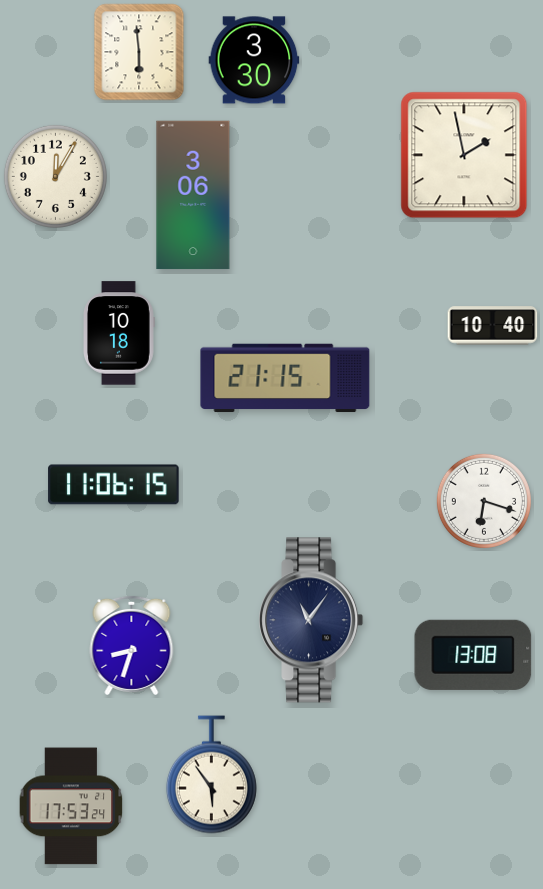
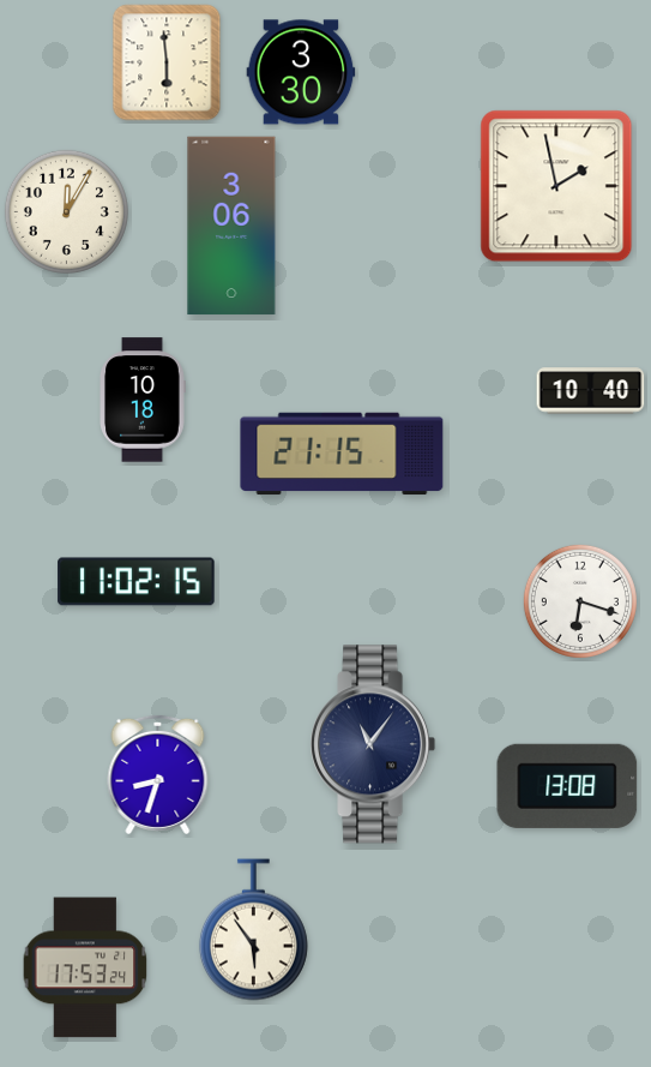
clock at (254, 60) position: (254, 60) -> (301, 72)
clock at (193, 195) position: (193, 195) -> (231, 226)
clock at (114, 485): 11:06 -> 11:02
